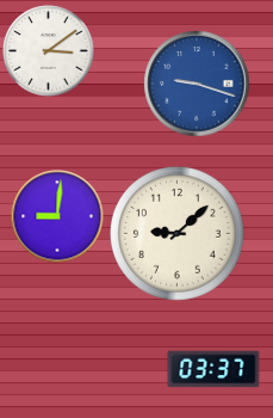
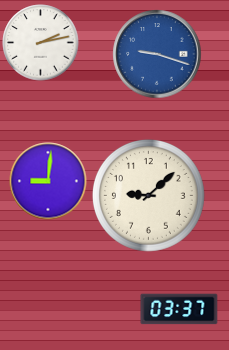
clock at (49, 51): 3:09 -> 2:13
clock at (197, 84) position: (197, 84) -> (157, 54)
